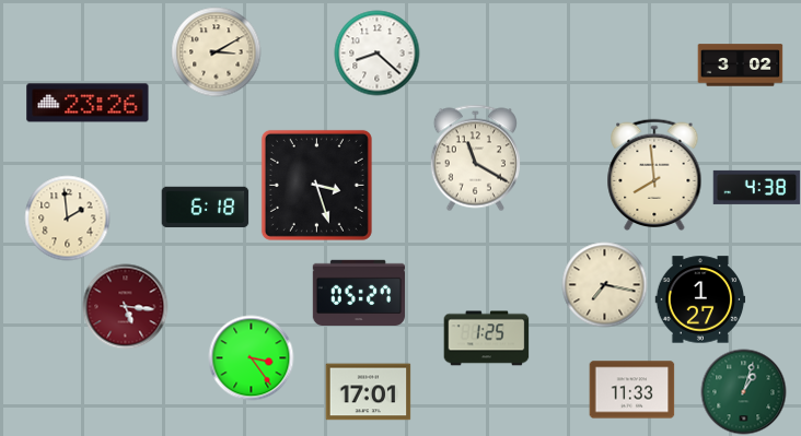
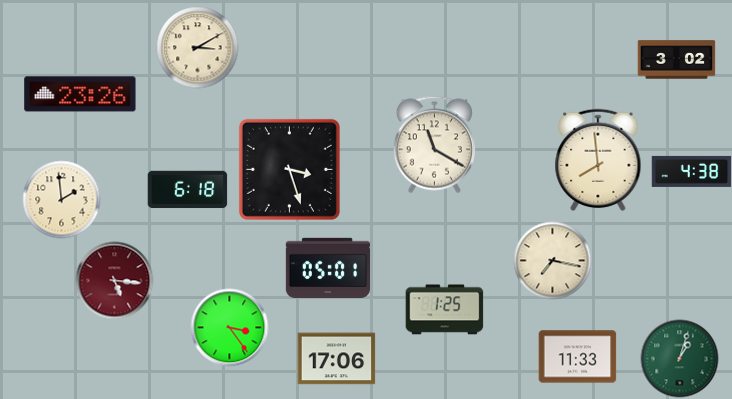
clock at (376, 52): 8:22 -> none
clock at (358, 292): 05:27 -> 05:01
clock at (700, 299): 1:27 -> none
clock at (368, 392): 17:01 -> 17:06
